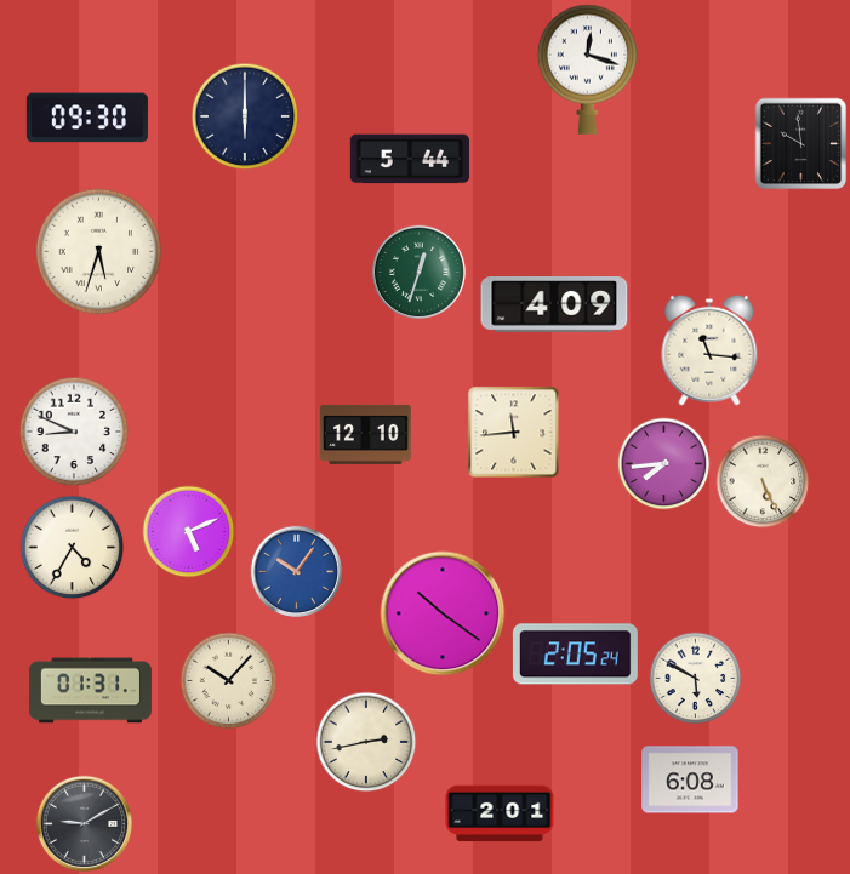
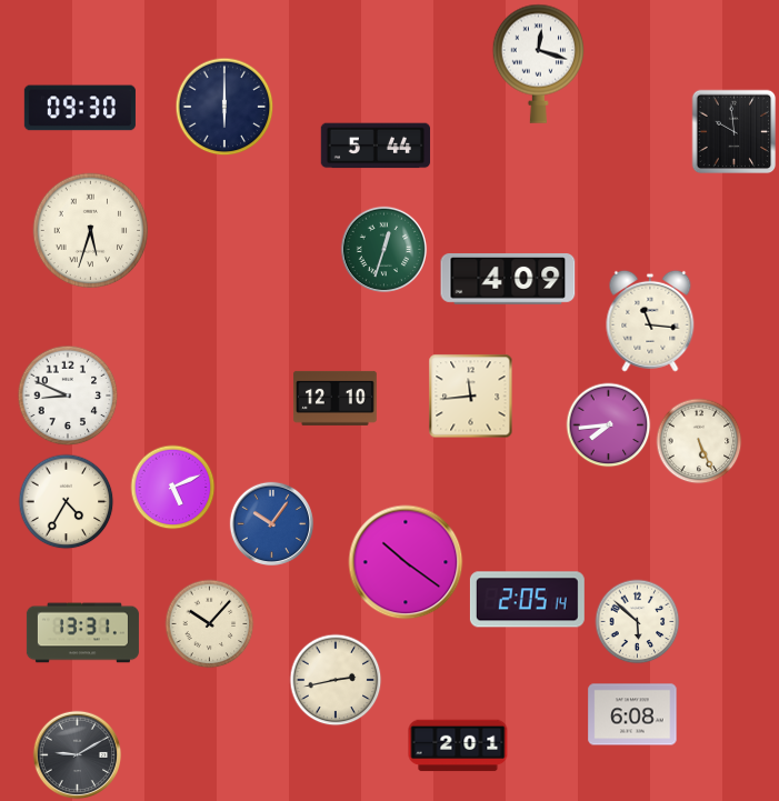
clock at (575, 655): 2:05:24 -> 2:05:14
clock at (696, 679): 5:50 -> 5:52
clock at (90, 691): 01:31 -> 13:31
